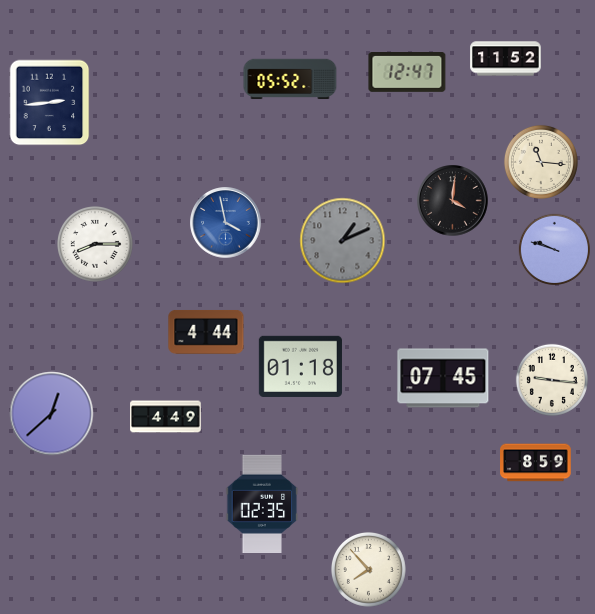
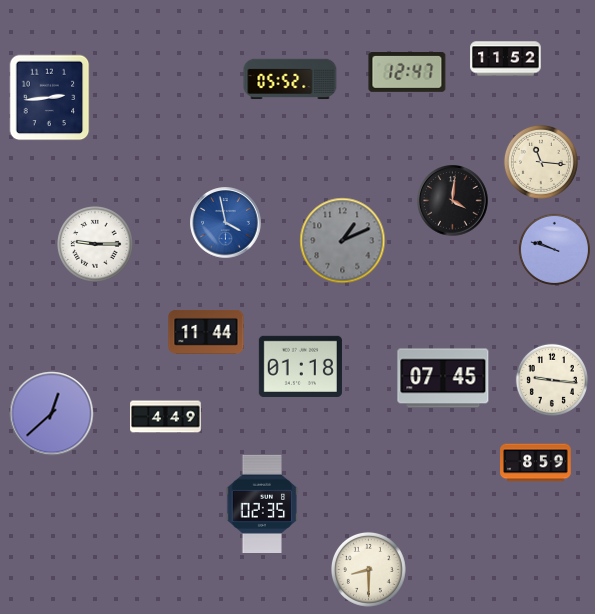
clock at (50, 103) position: (50, 103) -> (50, 98)
clock at (96, 245): 8:15 -> 9:15
clock at (206, 332): 4:44 -> 11:44
clock at (368, 569): 7:53 -> 8:30
